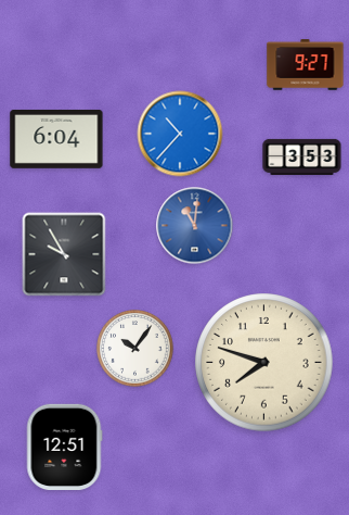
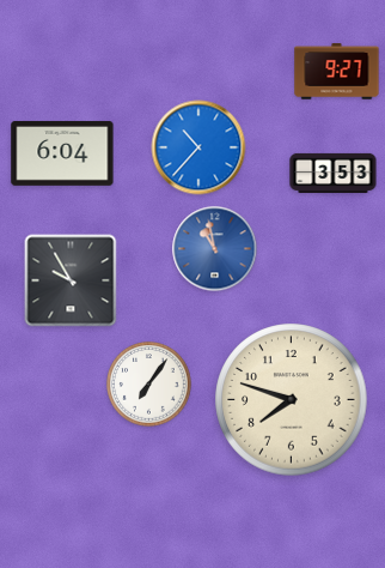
clock at (195, 226): 11:01 -> 10:58
clock at (135, 349): 10:06 -> 7:06
clock at (64, 447): 12:51 -> none
